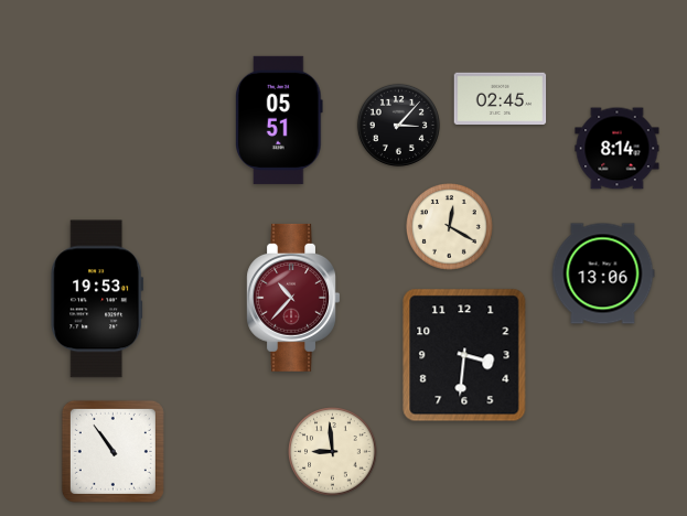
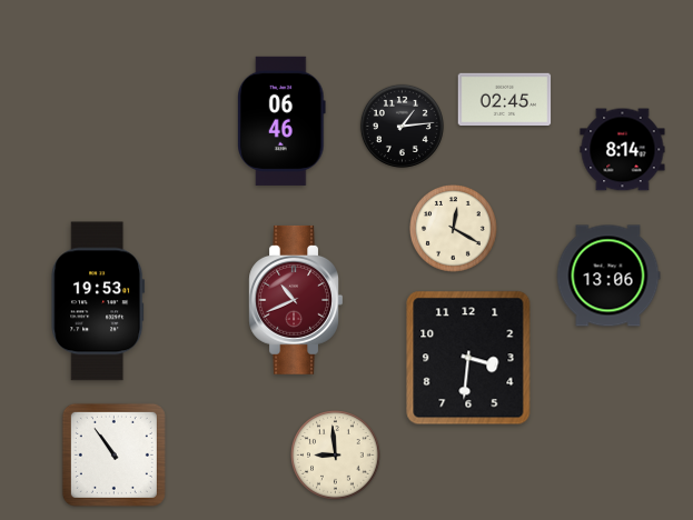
clock at (280, 120): 05:51 -> 06:46
clock at (398, 125): 3:07 -> 1:14
clock at (292, 298): 10:37 -> 10:41
